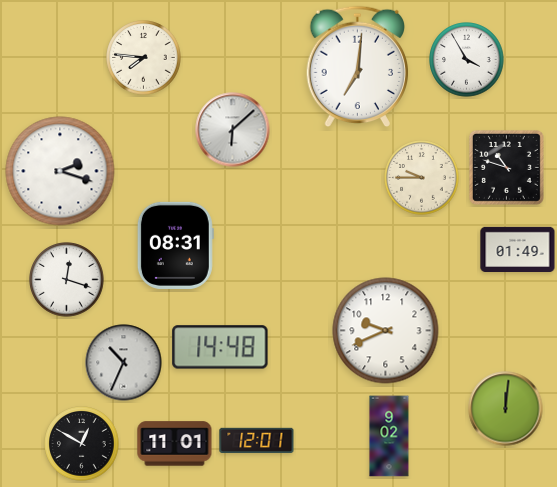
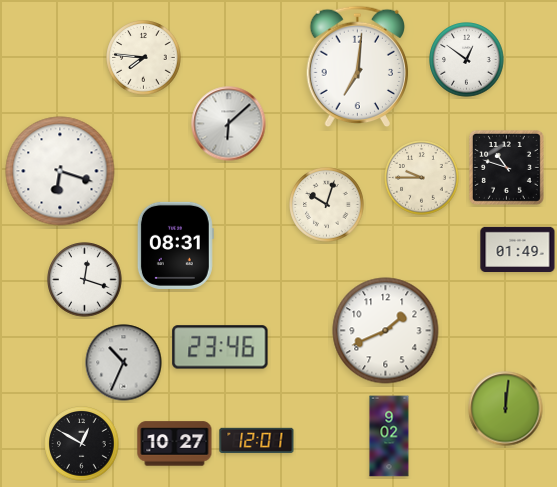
clock at (467, 60): 3:55 -> 12:51
clock at (233, 130) position: (233, 130) -> (229, 124)
clock at (60, 171): 2:18 -> 6:18
clock at (327, 205): none -> 10:03
clock at (67, 280) position: (67, 280) -> (85, 280)
clock at (386, 331): 9:41 -> 1:41
clock at (220, 347): 14:48 -> 23:46
clock at (175, 444): 11:01 -> 10:27
